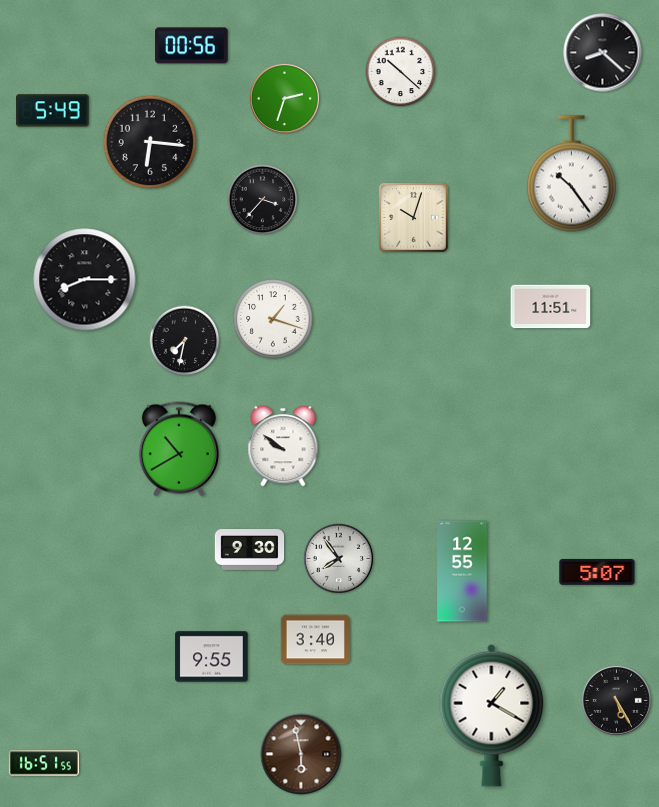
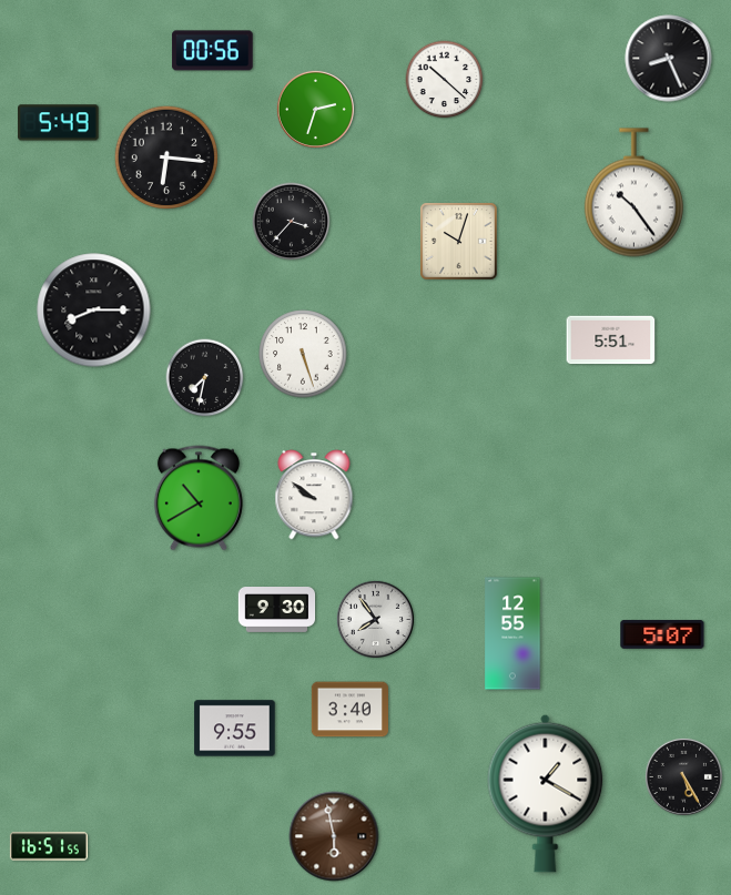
clock at (603, 53): 8:22 -> 8:26
clock at (551, 307): 11:51 -> 5:51
clock at (273, 319): 1:18 -> 5:27
